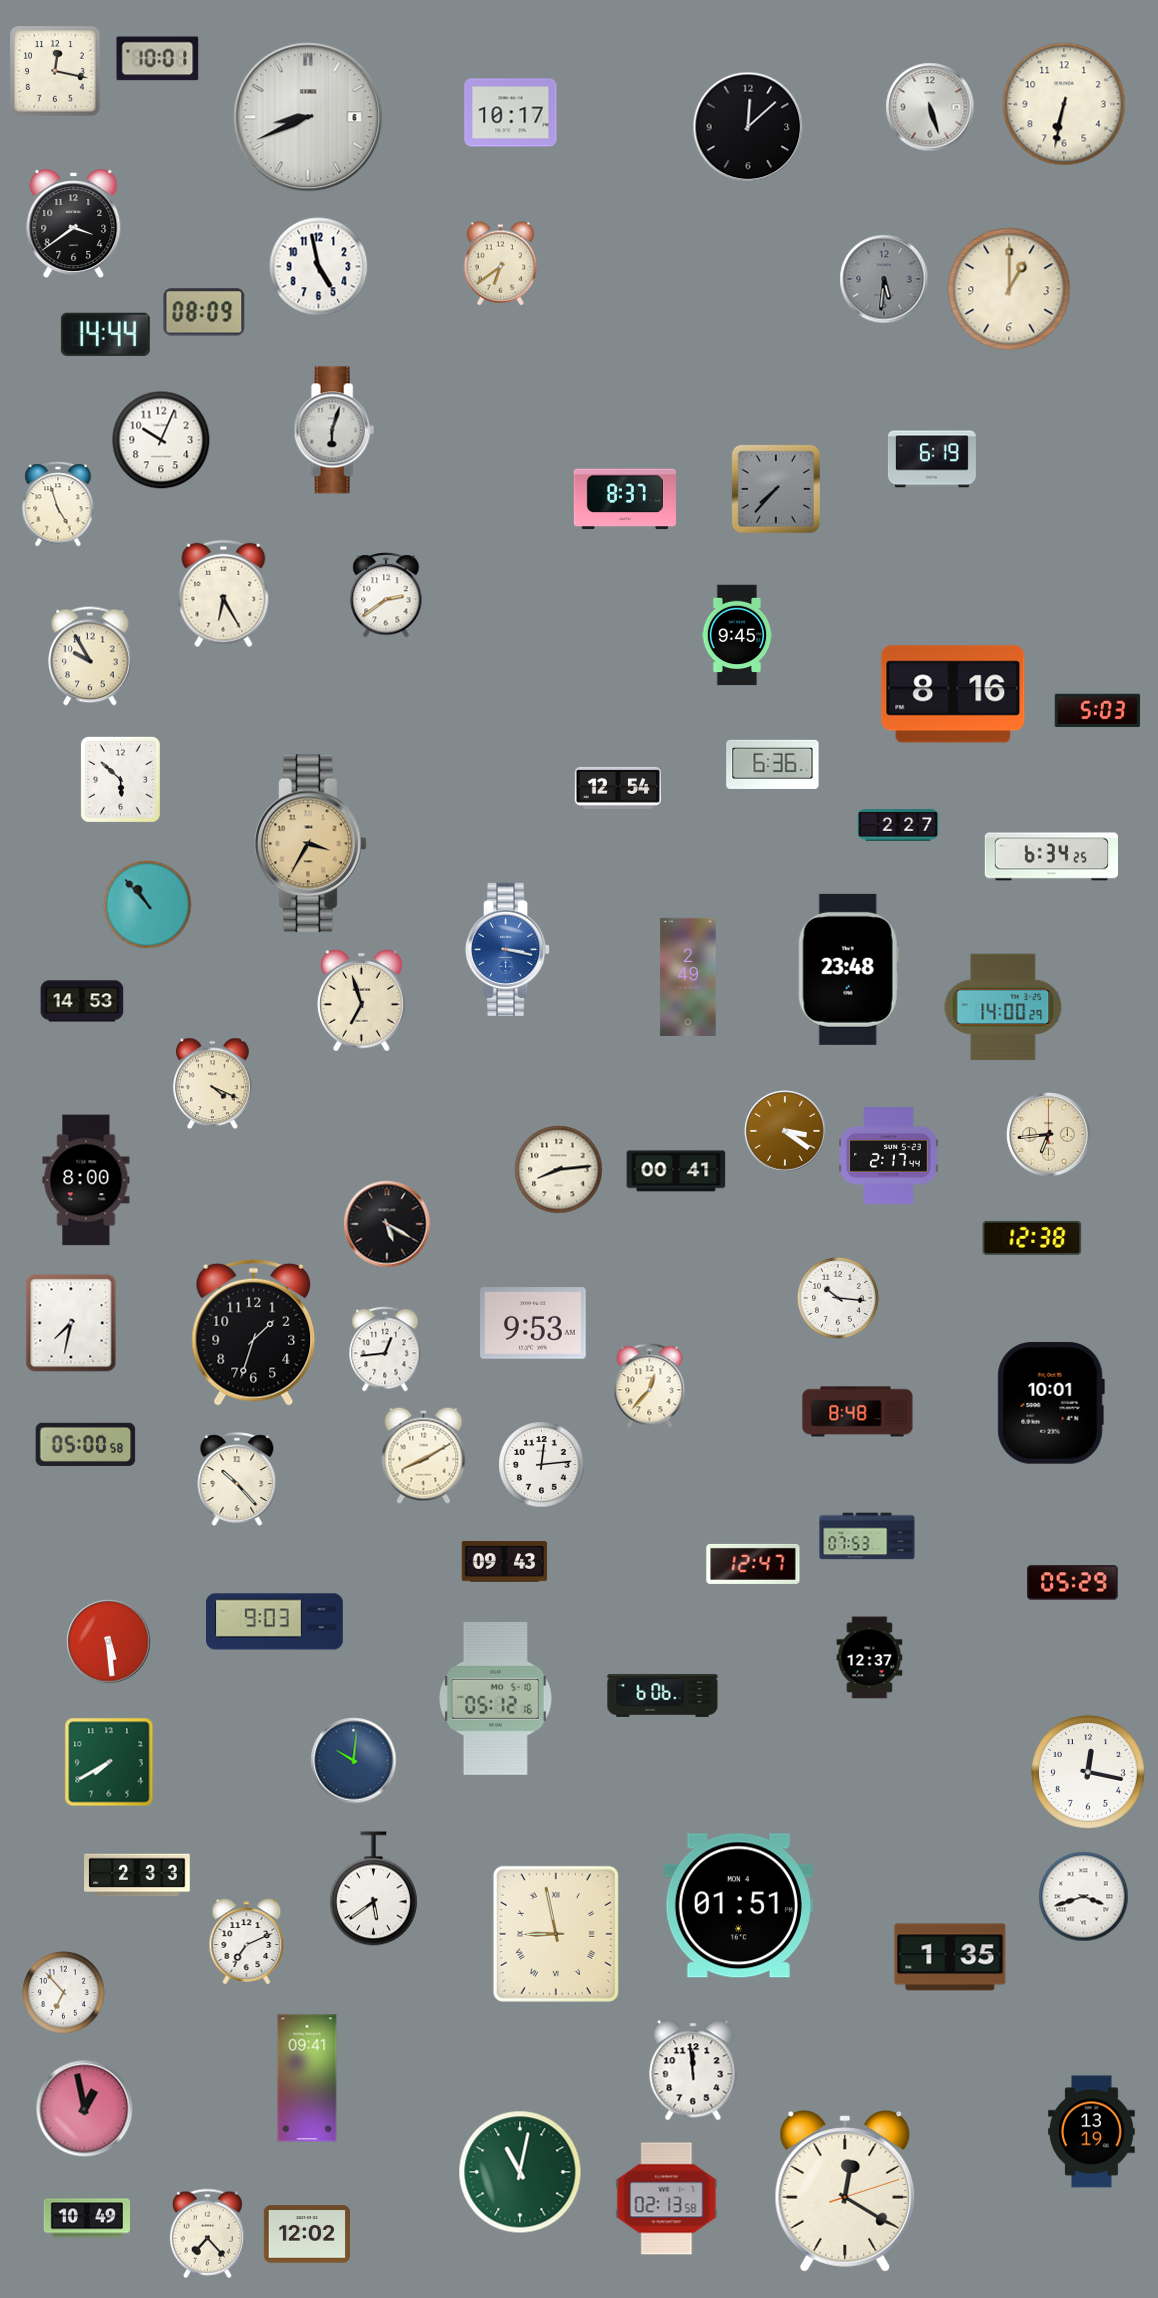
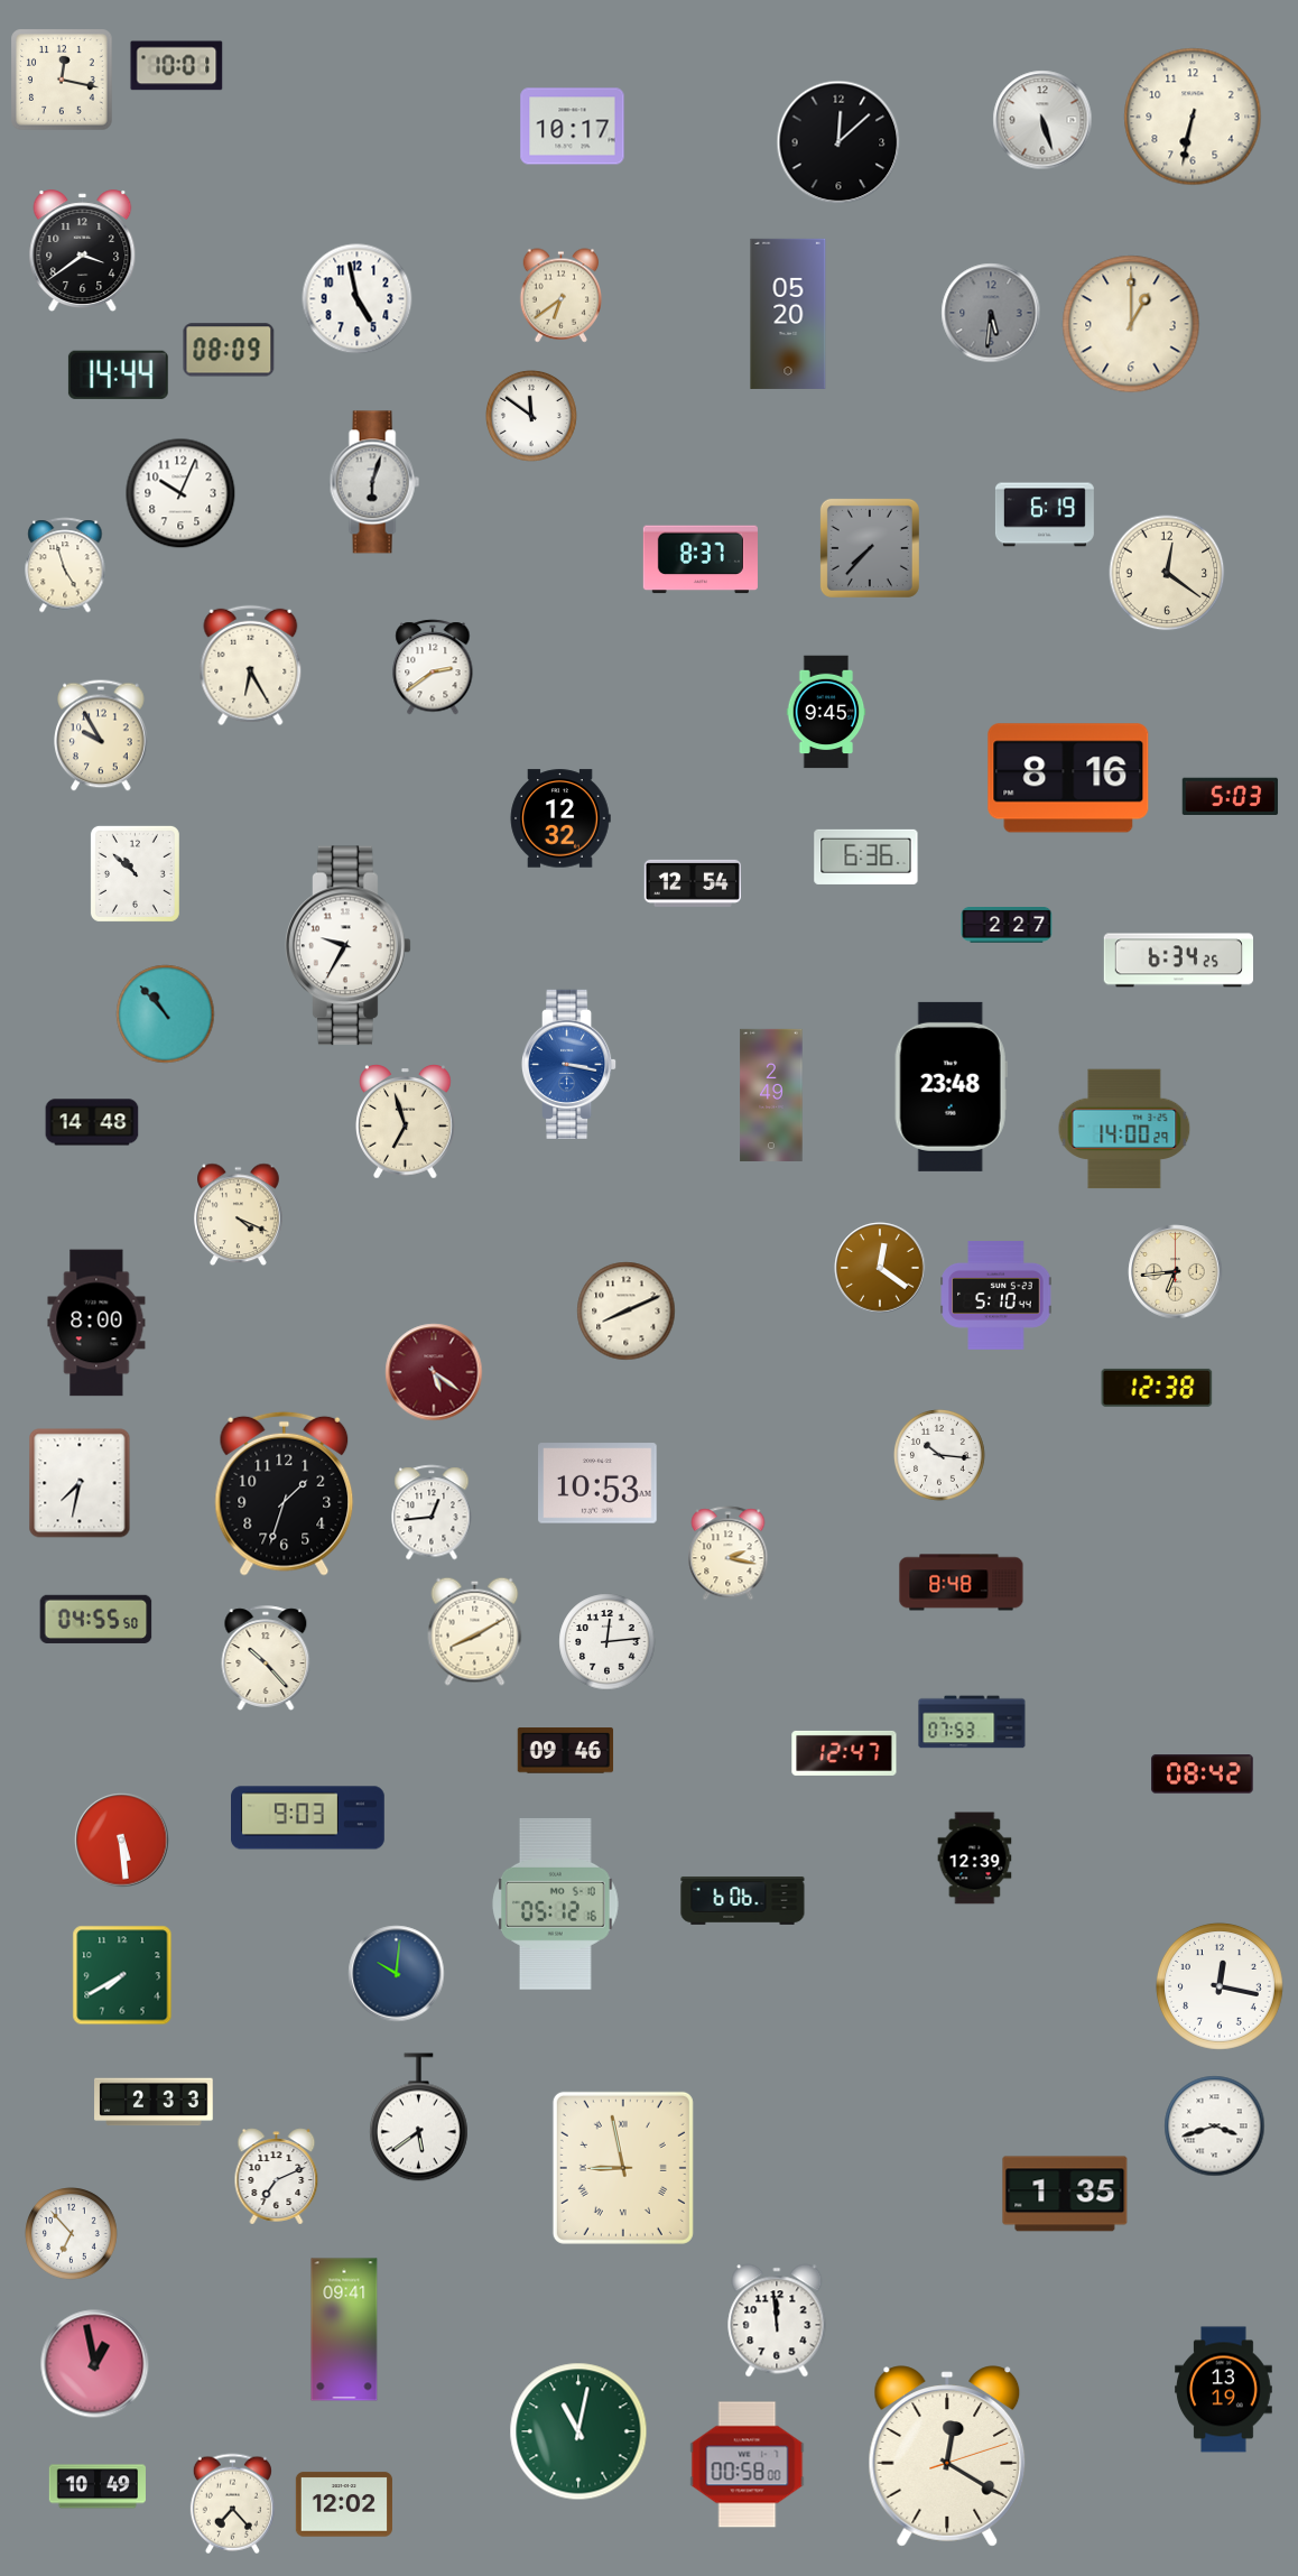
clock at (308, 117): 8:41 -> none
clock at (788, 314): none -> 05:20
clock at (532, 417): none -> 11:51
clock at (1167, 573): none -> 12:21
clock at (560, 818): none -> 12:32
clock at (120, 779): 5:52 -> 10:52
clock at (311, 844): 3:35 -> 9:35
clock at (311, 844) dial: champagne -> white
clock at (82, 1001): 14:53 -> 14:48
clock at (785, 1131): 3:21 -> 12:21
clock at (889, 1156): 2:17 -> 5:10
clock at (559, 1170): 8:14 -> 8:11
clock at (676, 1171): 00:41 -> none
clock at (387, 1224): 5:20 -> 5:21
clock at (387, 1224) dial: black -> burgundy
clock at (533, 1323): 9:53 -> 10:53
clock at (650, 1386): 12:37 -> 2:17
clock at (1051, 1404): 10:01 -> none
clock at (86, 1444): 05:00 -> 04:55
clock at (505, 1562): 09:43 -> 09:46
clock at (1073, 1583): 05:29 -> 08:42
clock at (870, 1658): 12:37 -> 12:39
clock at (738, 1906): 01:51 -> none
clock at (520, 2172) position: (520, 2172) -> (578, 2431)
clock at (667, 2199): 02:13 -> 00:58
